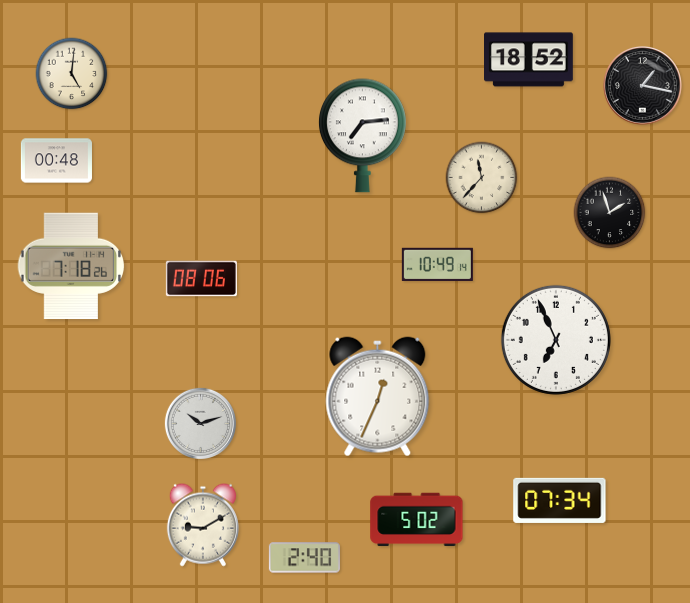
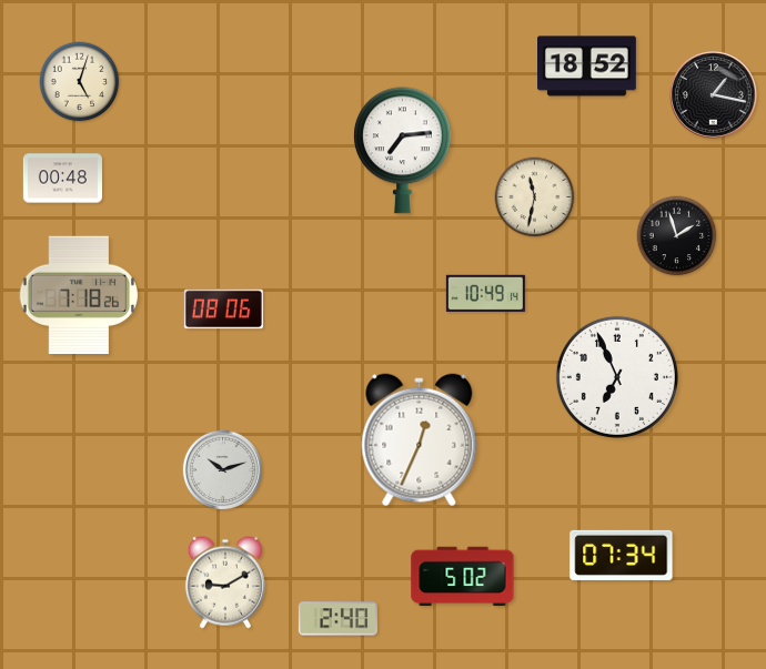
clock at (72, 74): 5:01 -> 5:03
clock at (482, 178): 11:37 -> 11:32
